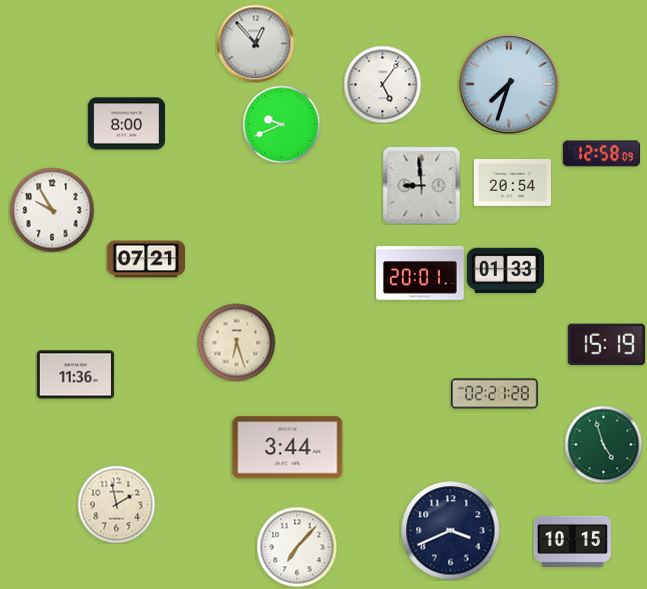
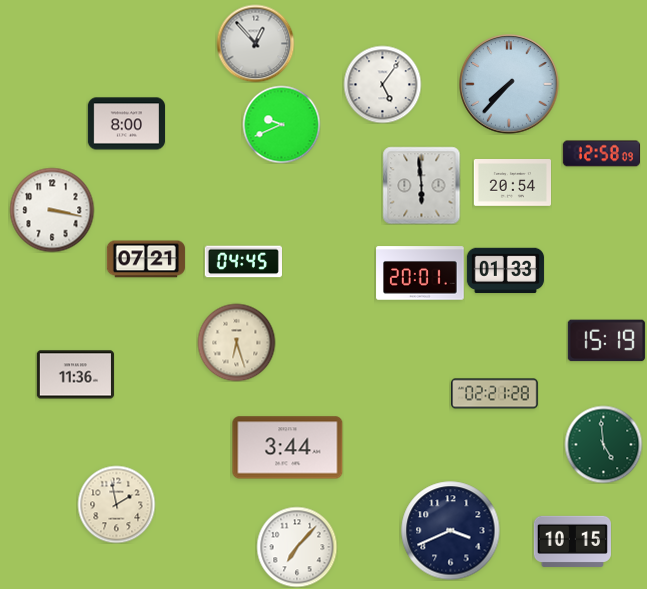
clock at (509, 85): 7:33 -> 7:37
clock at (421, 185): 8:59 -> 5:59
clock at (52, 210): 9:55 -> 3:17
clock at (243, 262): none -> 04:45
clock at (606, 345) position: (606, 345) -> (606, 341)
clock at (603, 444): 4:57 -> 4:59
